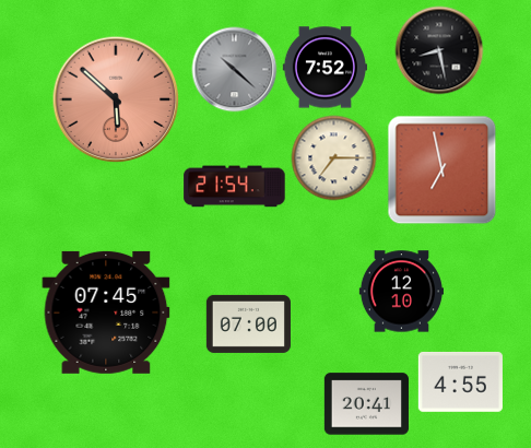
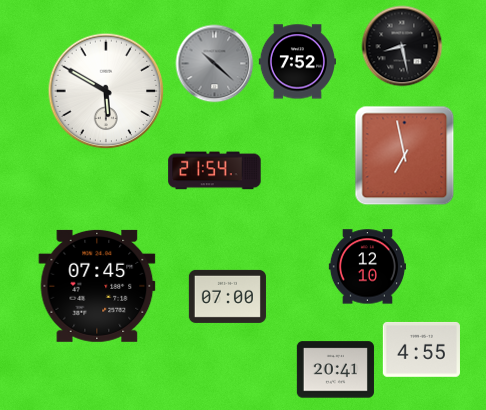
clock at (116, 99): 5:52 -> 5:50
clock at (116, 99) dial: salmon -> white
clock at (333, 157): 7:15 -> none
